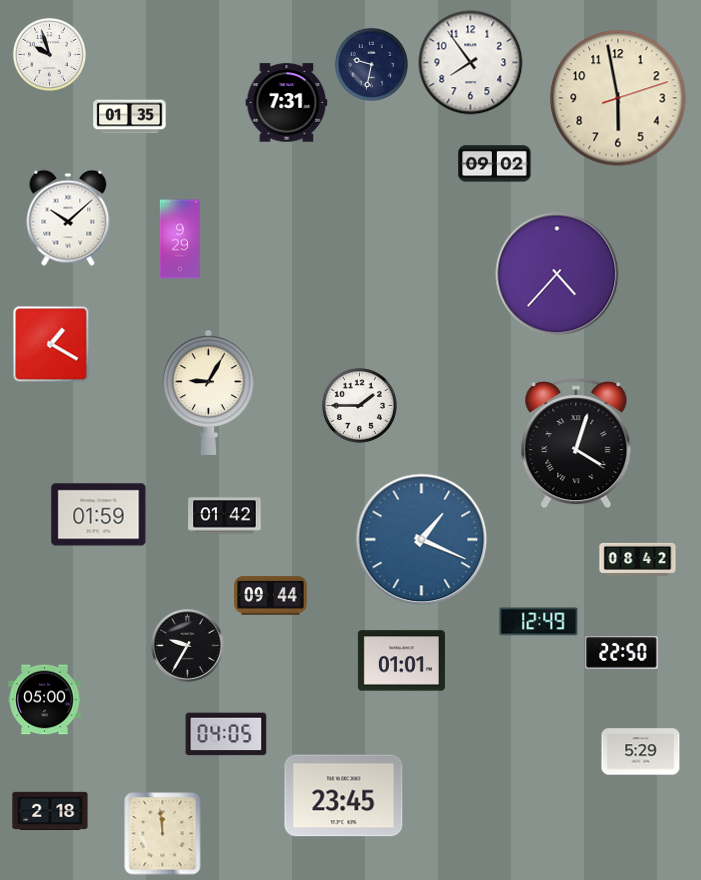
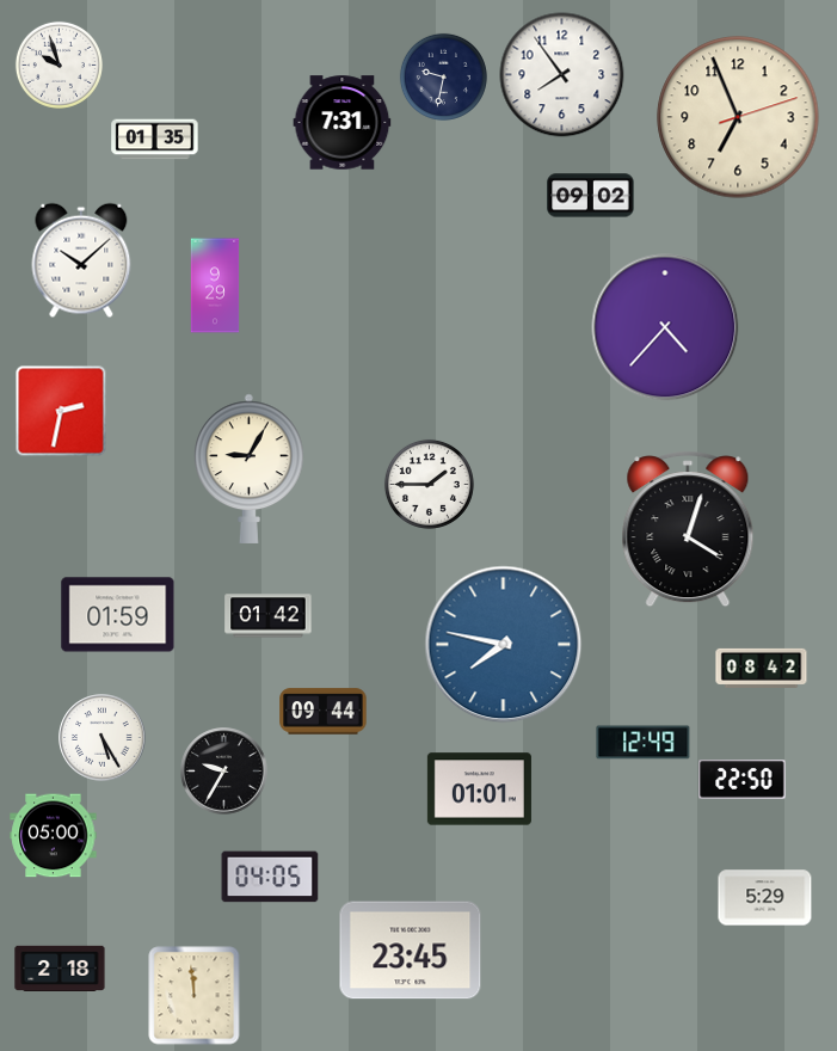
clock at (618, 98): 5:58 -> 6:56
clock at (51, 344): 1:20 -> 2:32
clock at (422, 540): 1:19 -> 7:47
clock at (103, 738): none -> 5:25
